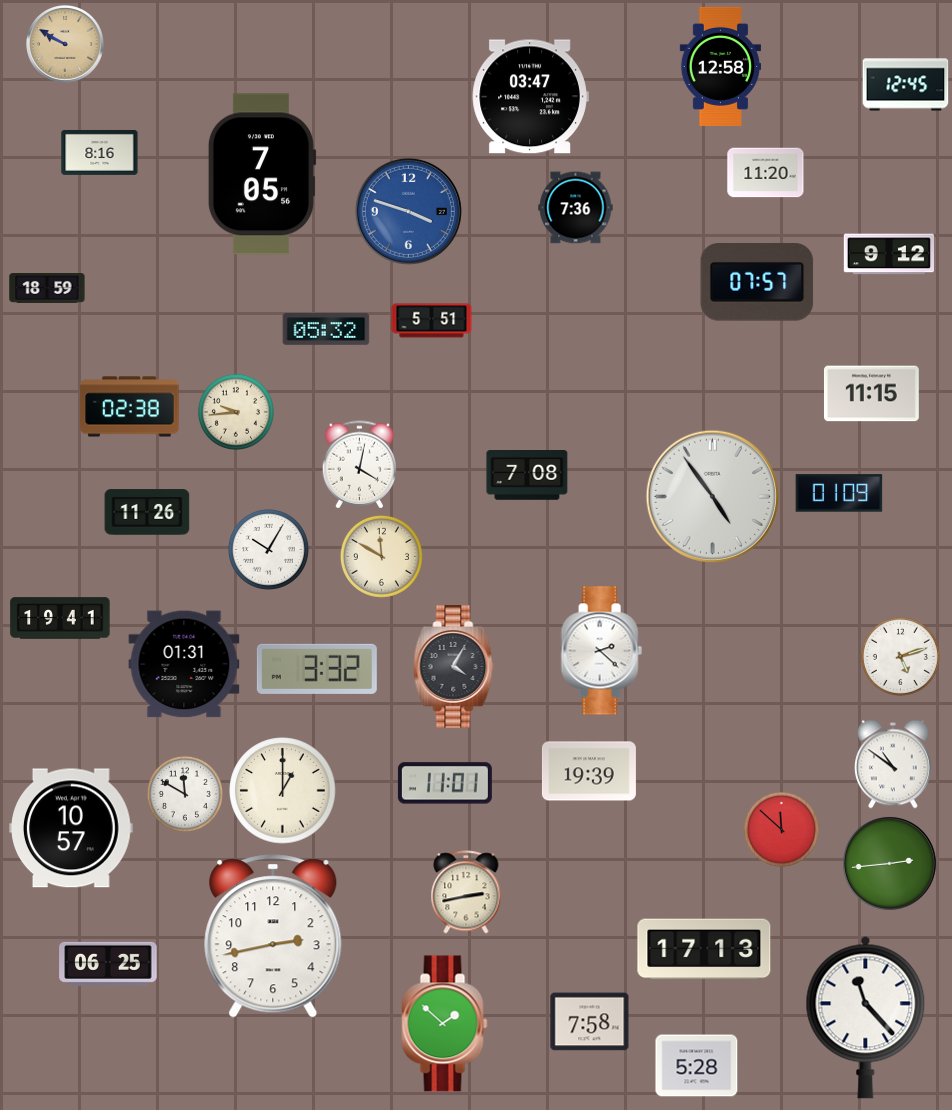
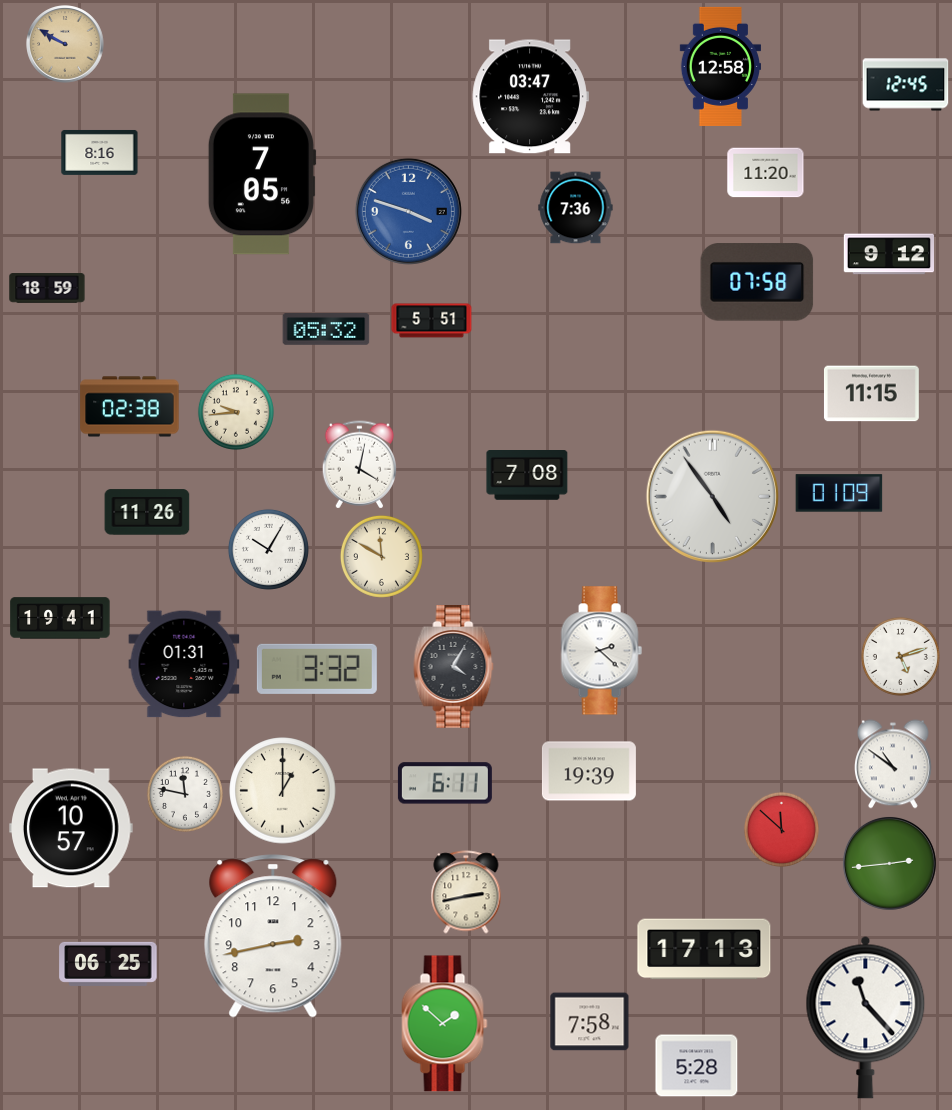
clock at (757, 282): 07:57 -> 07:58
clock at (445, 783): 11:01 -> 6:11
clock at (185, 794): 11:50 -> 11:47
